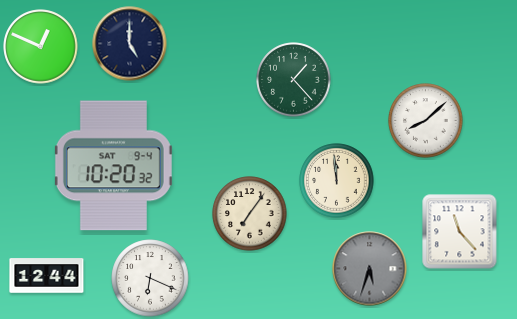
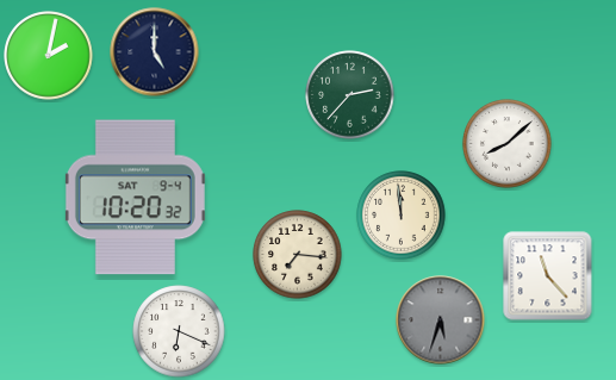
clock at (41, 47): 12:49 -> 2:02
clock at (294, 80): 1:23 -> 2:37
clock at (250, 214): 7:06 -> 7:16
clock at (47, 276): 12:44 -> none
